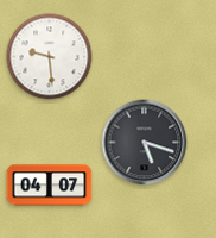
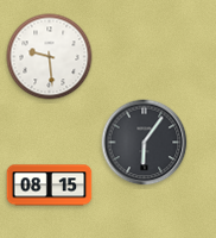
clock at (145, 143): 5:18 -> 6:06
clock at (50, 186): 04:07 -> 08:15
